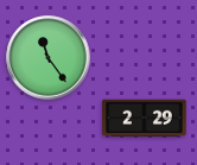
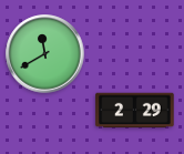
clock at (49, 58): 11:24 -> 11:40
